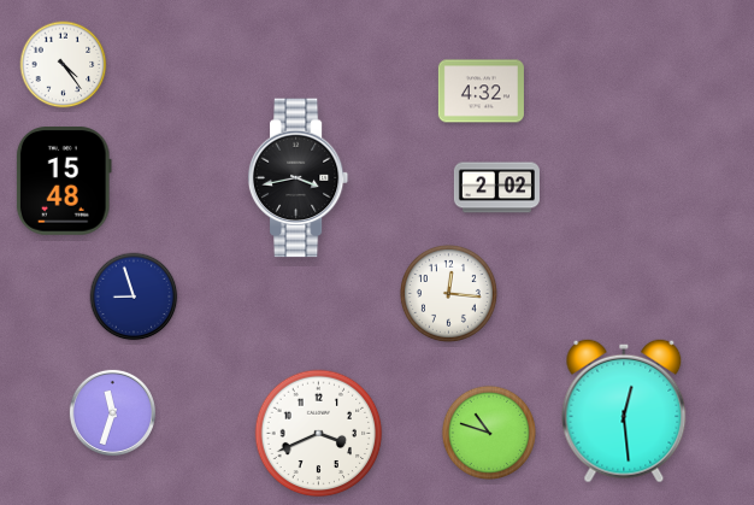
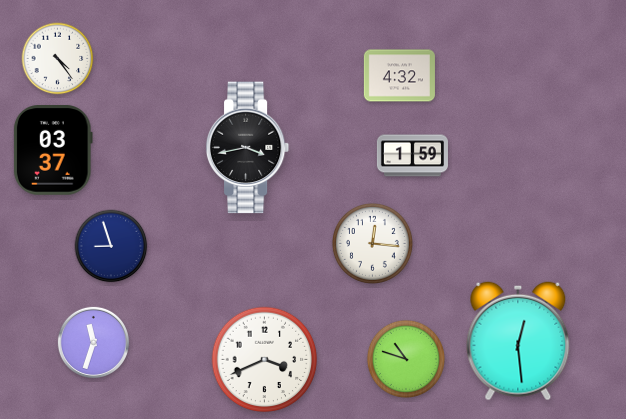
clock at (64, 65) position: (64, 65) -> (58, 59)
clock at (64, 182): 15:48 -> 03:37
clock at (496, 188): 2:02 -> 1:59
